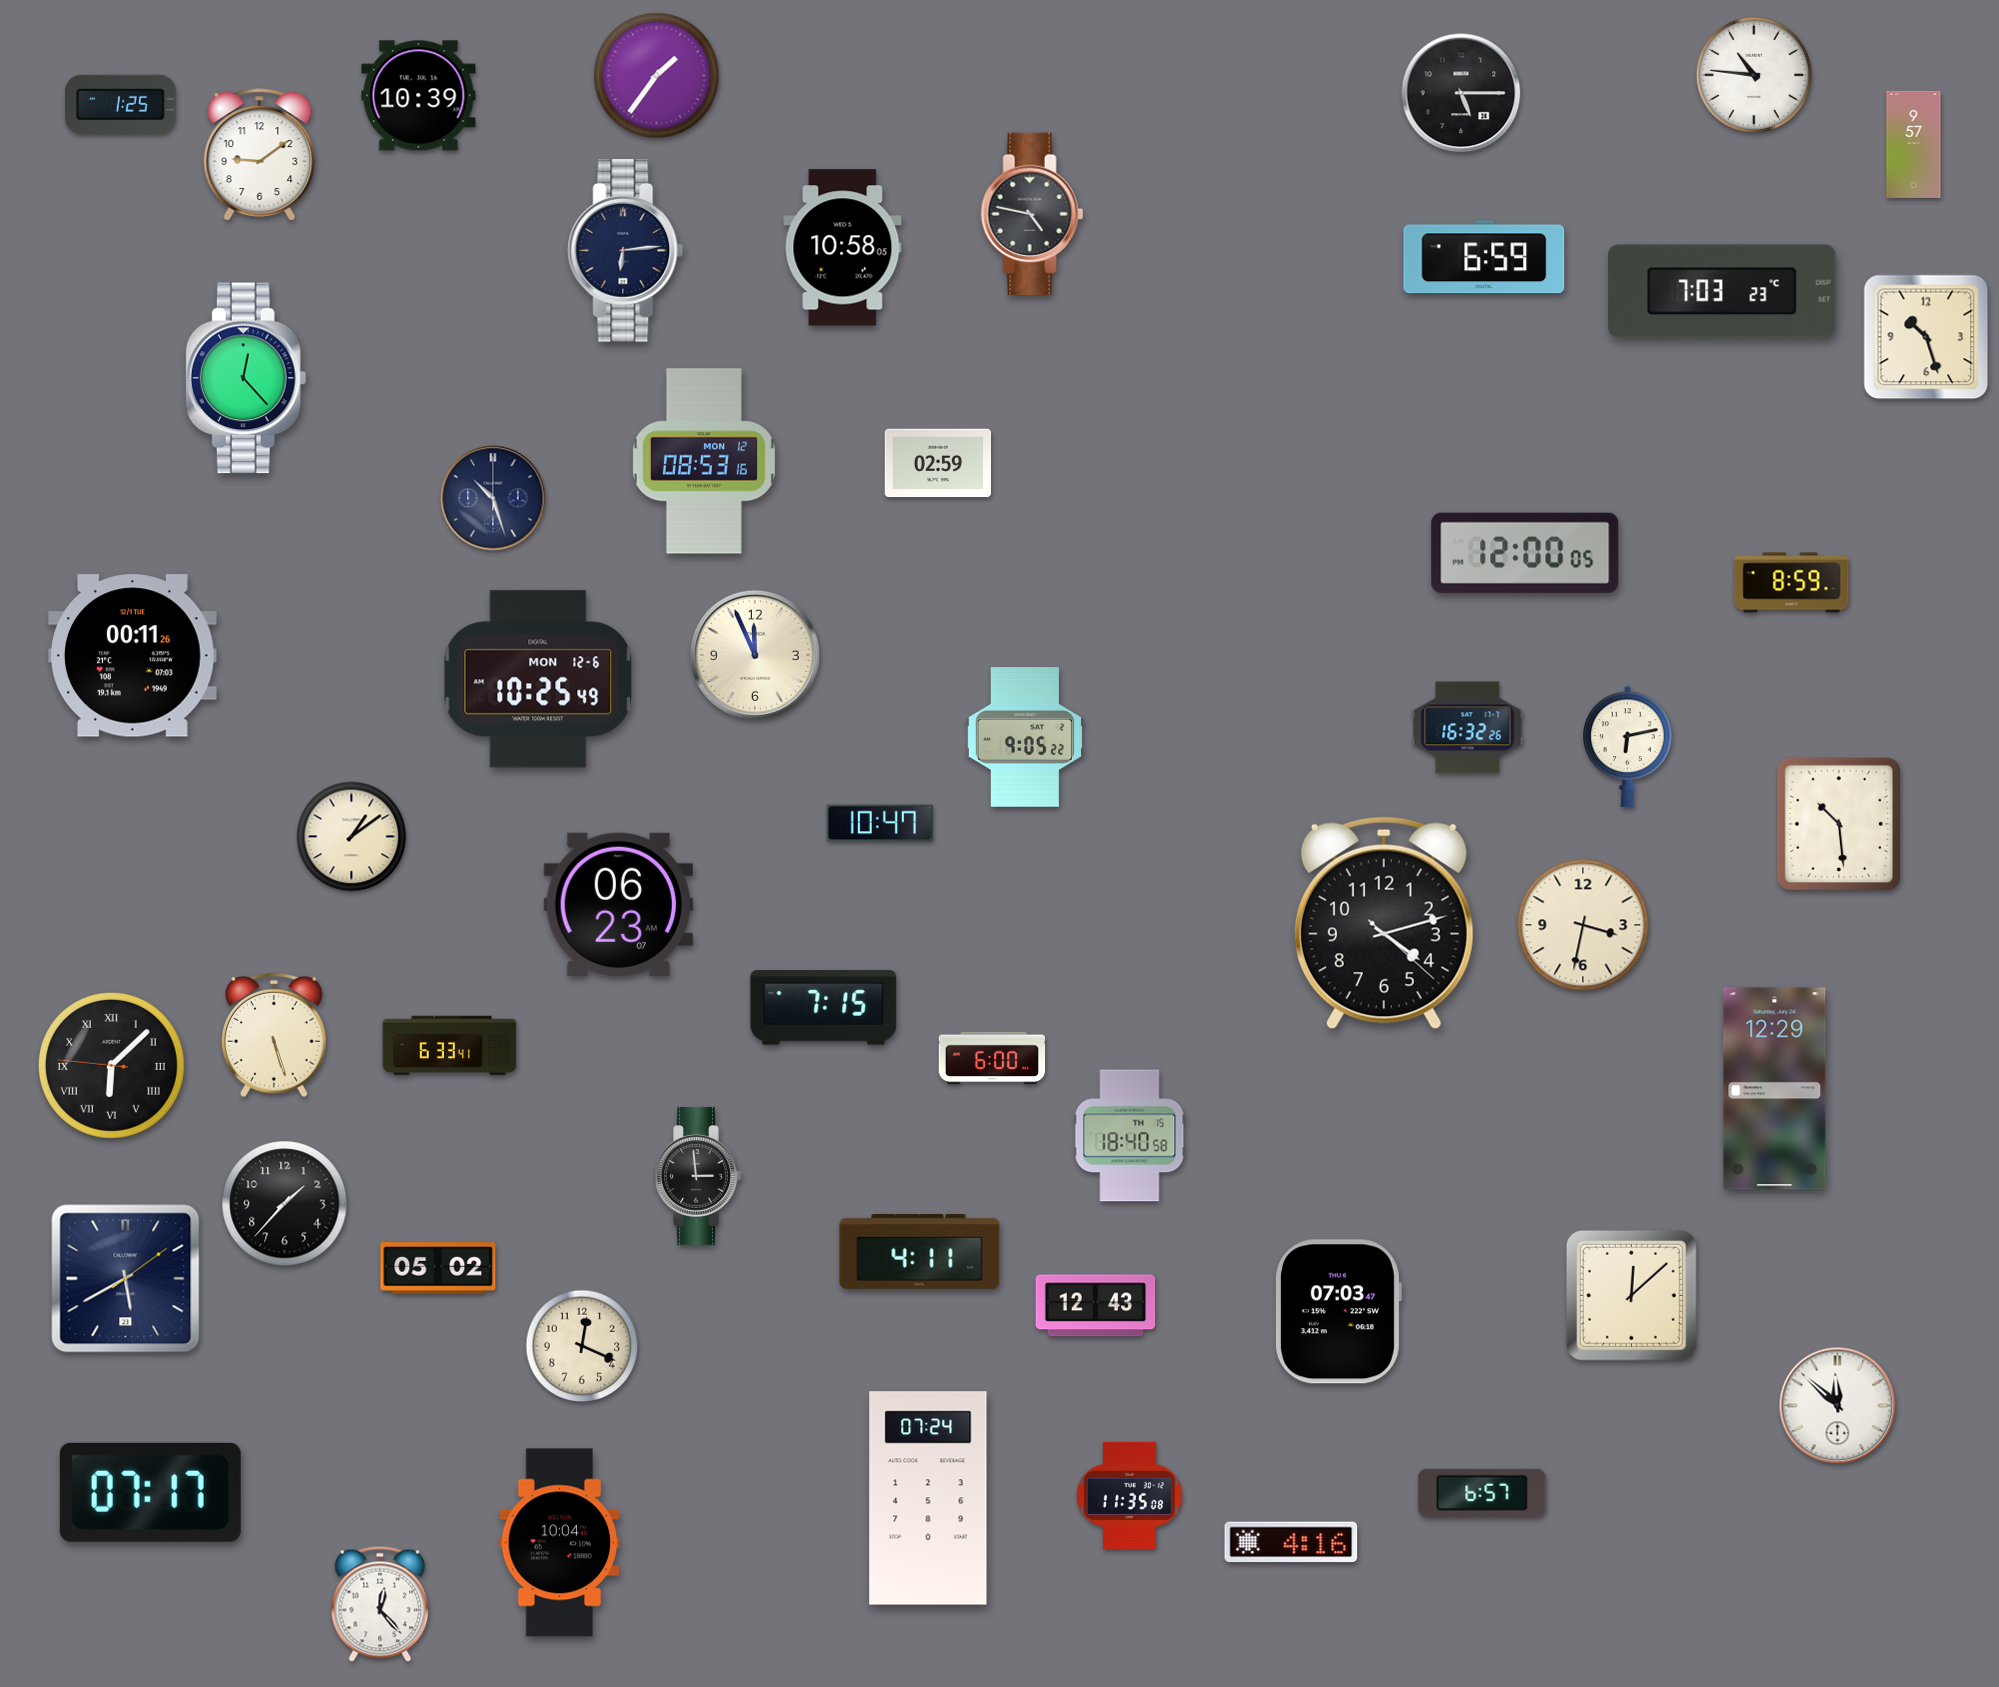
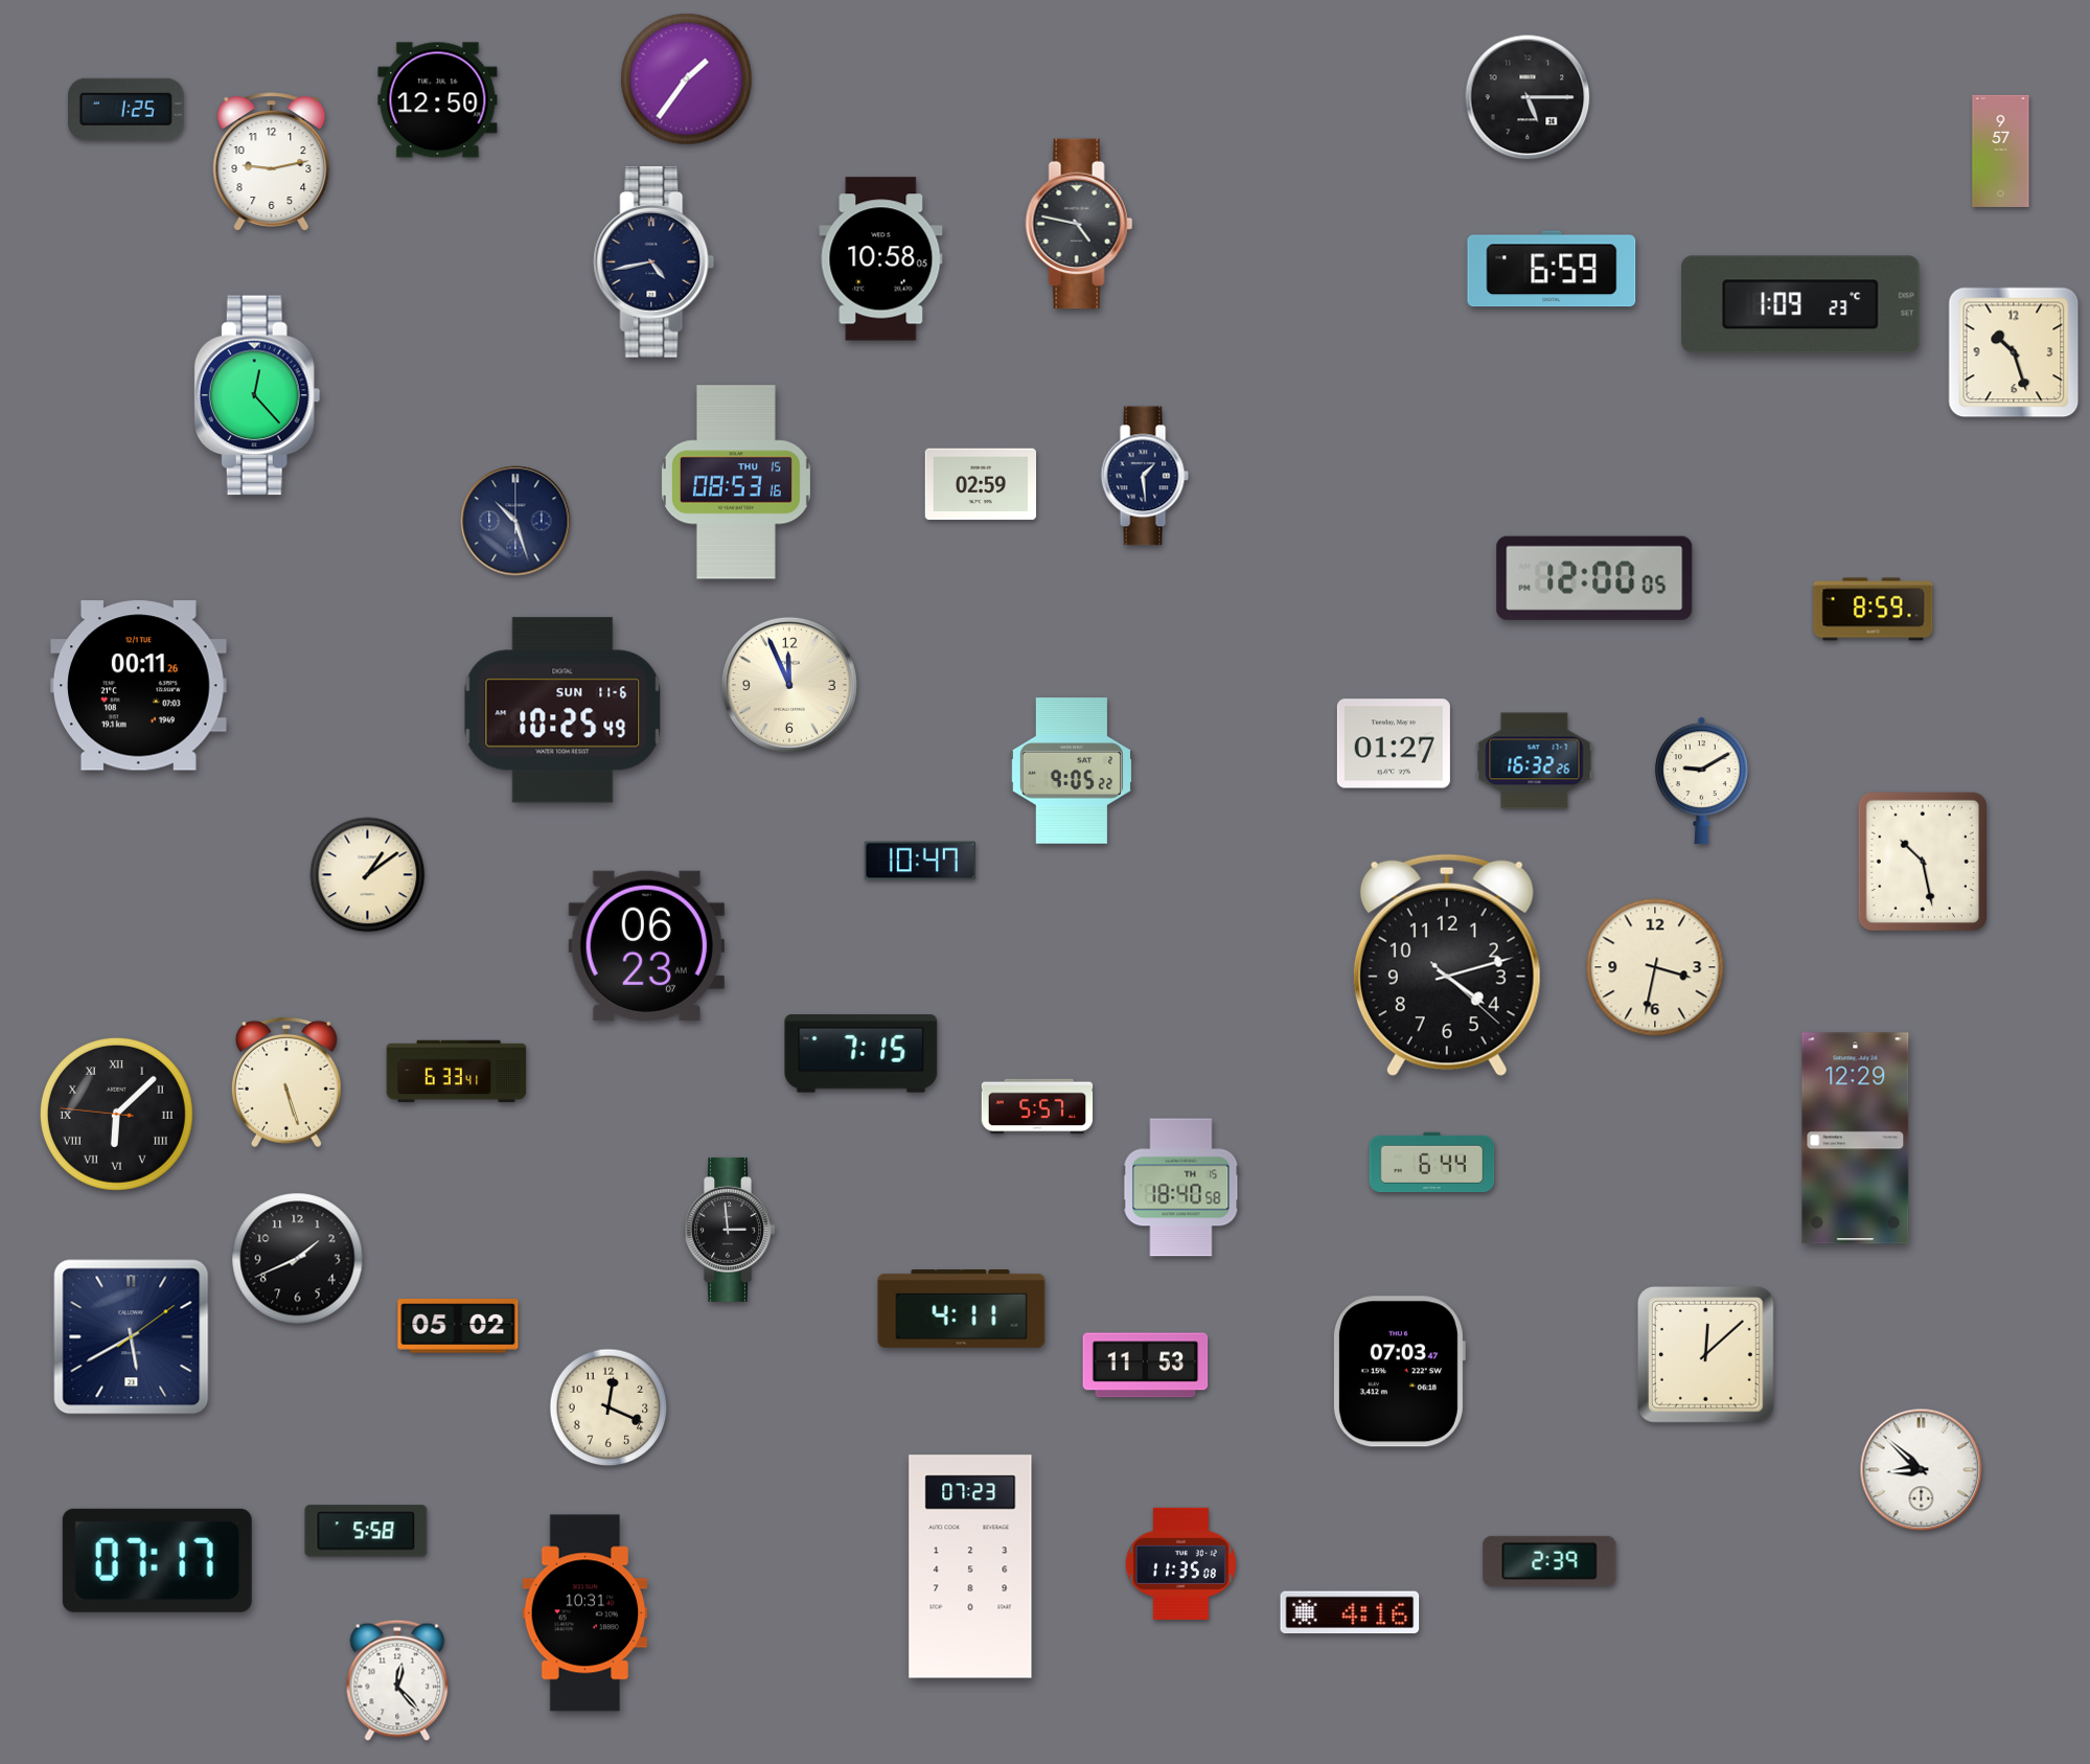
clock at (1754, 75): 10:46 -> none
clock at (419, 96): 10:39 -> 12:50
clock at (260, 155): 9:09 -> 9:13
clock at (626, 251): 6:14 -> 4:43
clock at (1722, 291): 7:03 -> 1:09
clock at (1145, 476): none -> 1:29
clock at (704, 461) date: MON 12 -> THU 15
clock at (538, 679) date: MON 12-6 -> SUN 11-6
clock at (1394, 743): none -> 01:27
clock at (1628, 746): 6:13 -> 9:10
clock at (1838, 824): 10:29 -> 10:28
clock at (450, 1046) position: (450, 1046) -> (457, 1072)
clock at (992, 1058): 6:00 -> 5:57
clock at (1432, 1163): none -> 6:44
clock at (285, 1204): 1:37 -> 1:41
clock at (1096, 1306): 12:43 -> 11:53
clock at (1838, 1406): 11:52 -> 8:52
clock at (366, 1531): none -> 5:58
clock at (1482, 1493): 6:57 -> 2:39
clock at (928, 1498): 07:24 -> 07:23
clock at (560, 1543): 10:04 -> 10:31
clock at (380, 1604) position: (380, 1604) -> (397, 1680)
